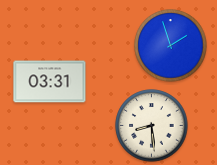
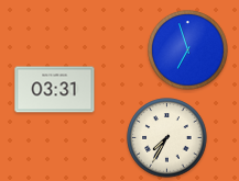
clock at (171, 46): 1:57 -> 6:57
clock at (152, 126): 8:29 -> 7:35
